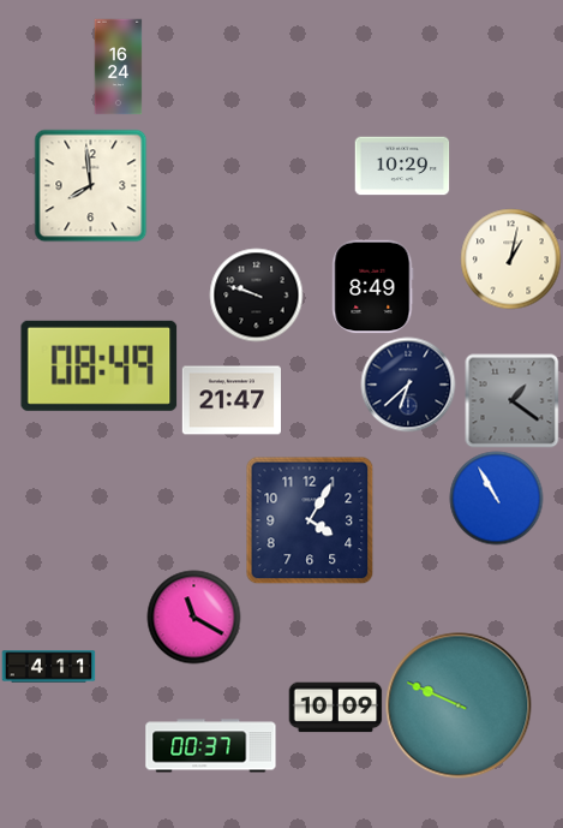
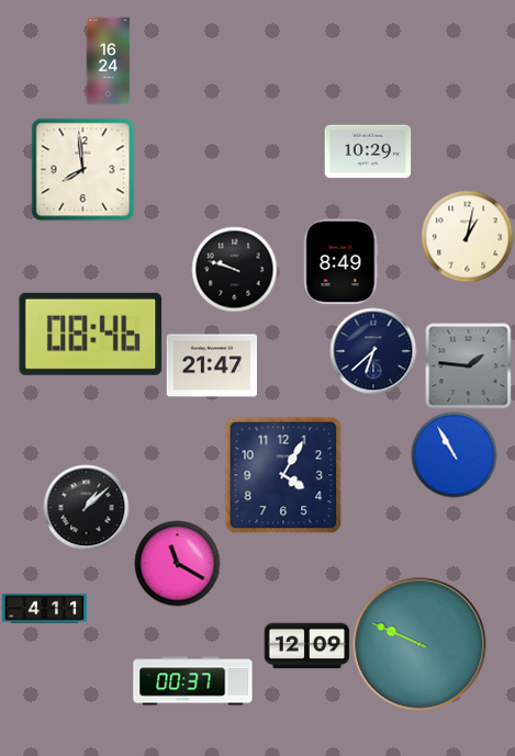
clock at (100, 365): 08:49 -> 08:46
clock at (511, 400): 1:21 -> 1:46
clock at (86, 507): none -> 1:08
clock at (335, 708): 10:09 -> 12:09
